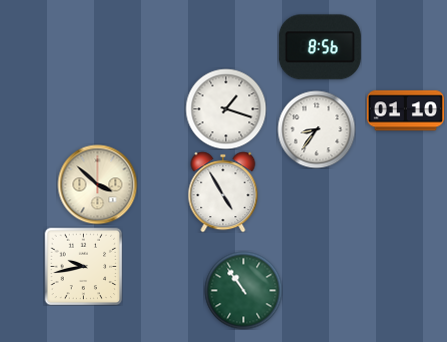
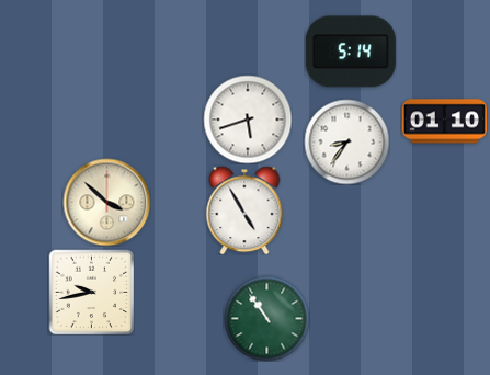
clock at (320, 47): 8:56 -> 5:14
clock at (226, 109): 1:18 -> 5:42
